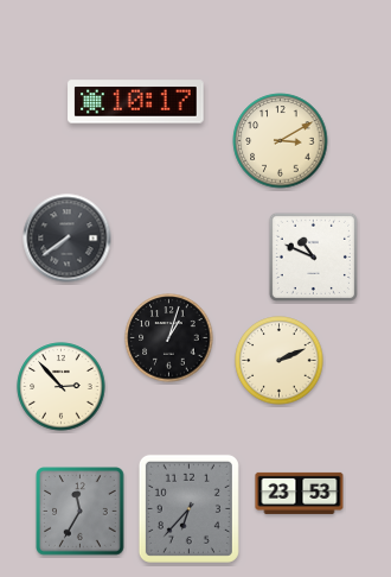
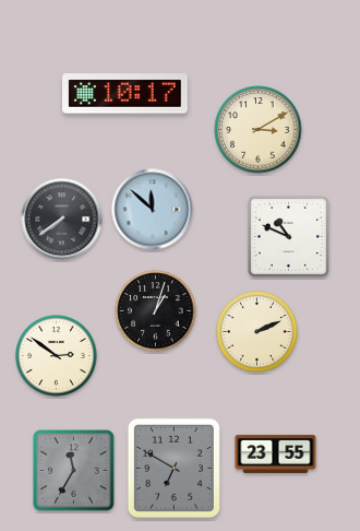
clock at (153, 210): none -> 11:52
clock at (62, 387): 2:53 -> 2:51
clock at (300, 493): 23:53 -> 23:55
clock at (188, 508): 6:37 -> 6:50
